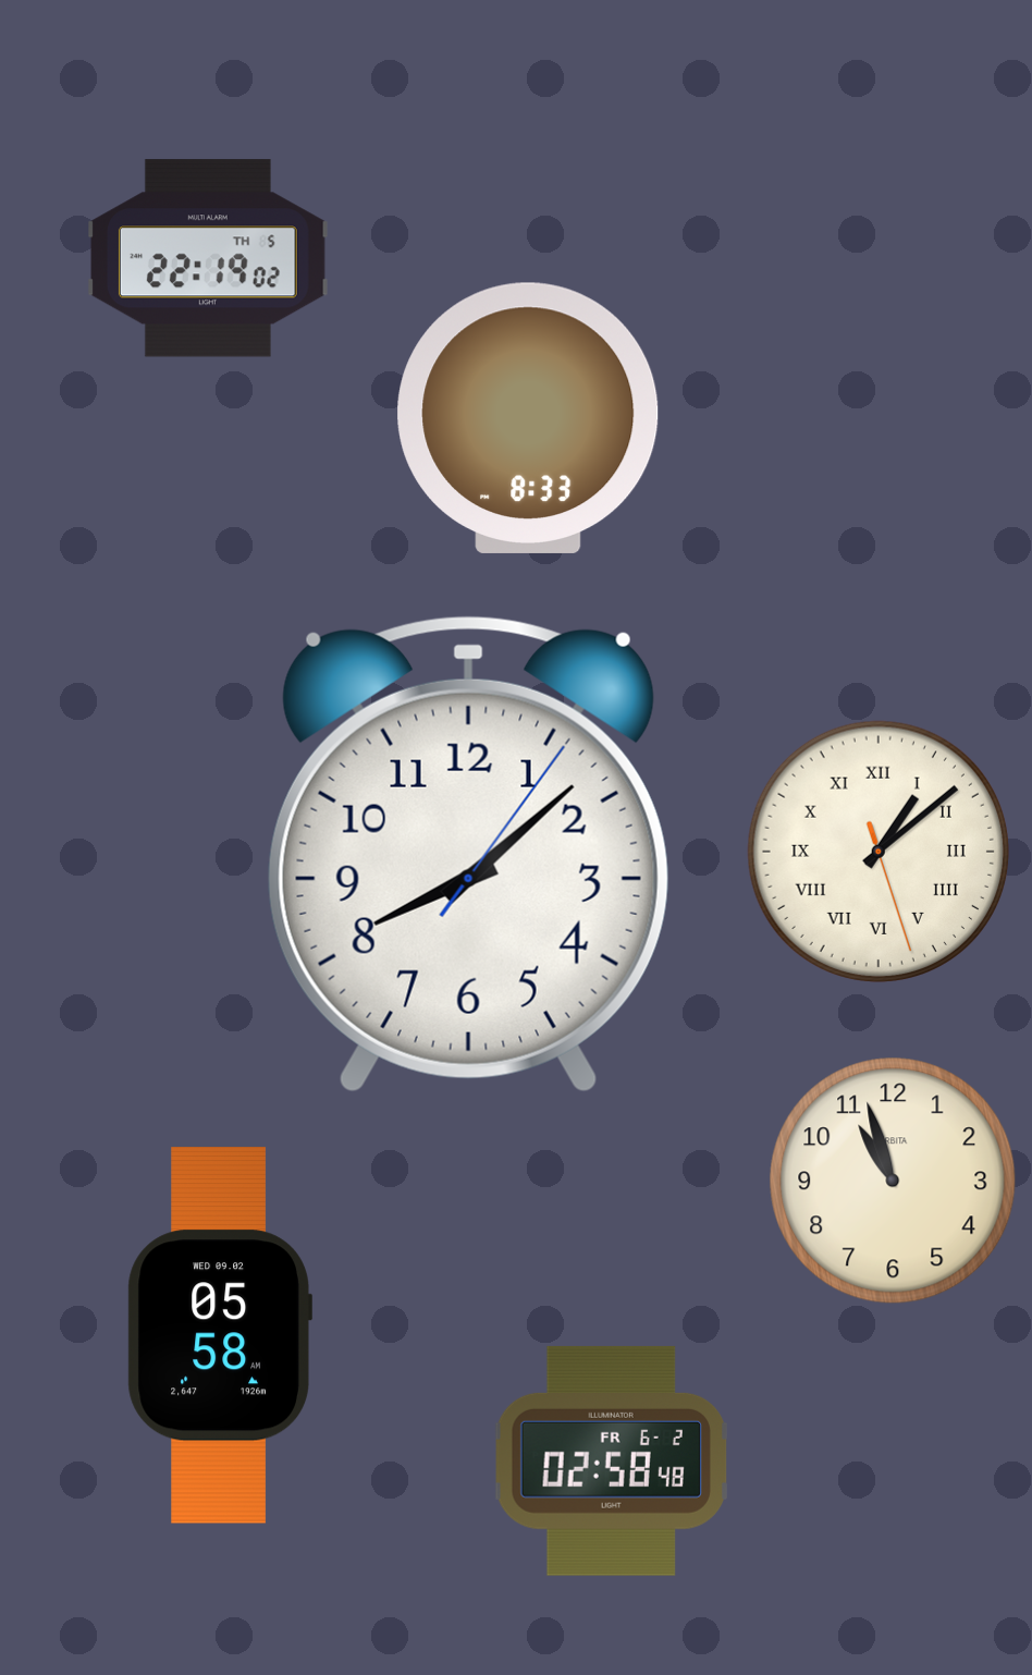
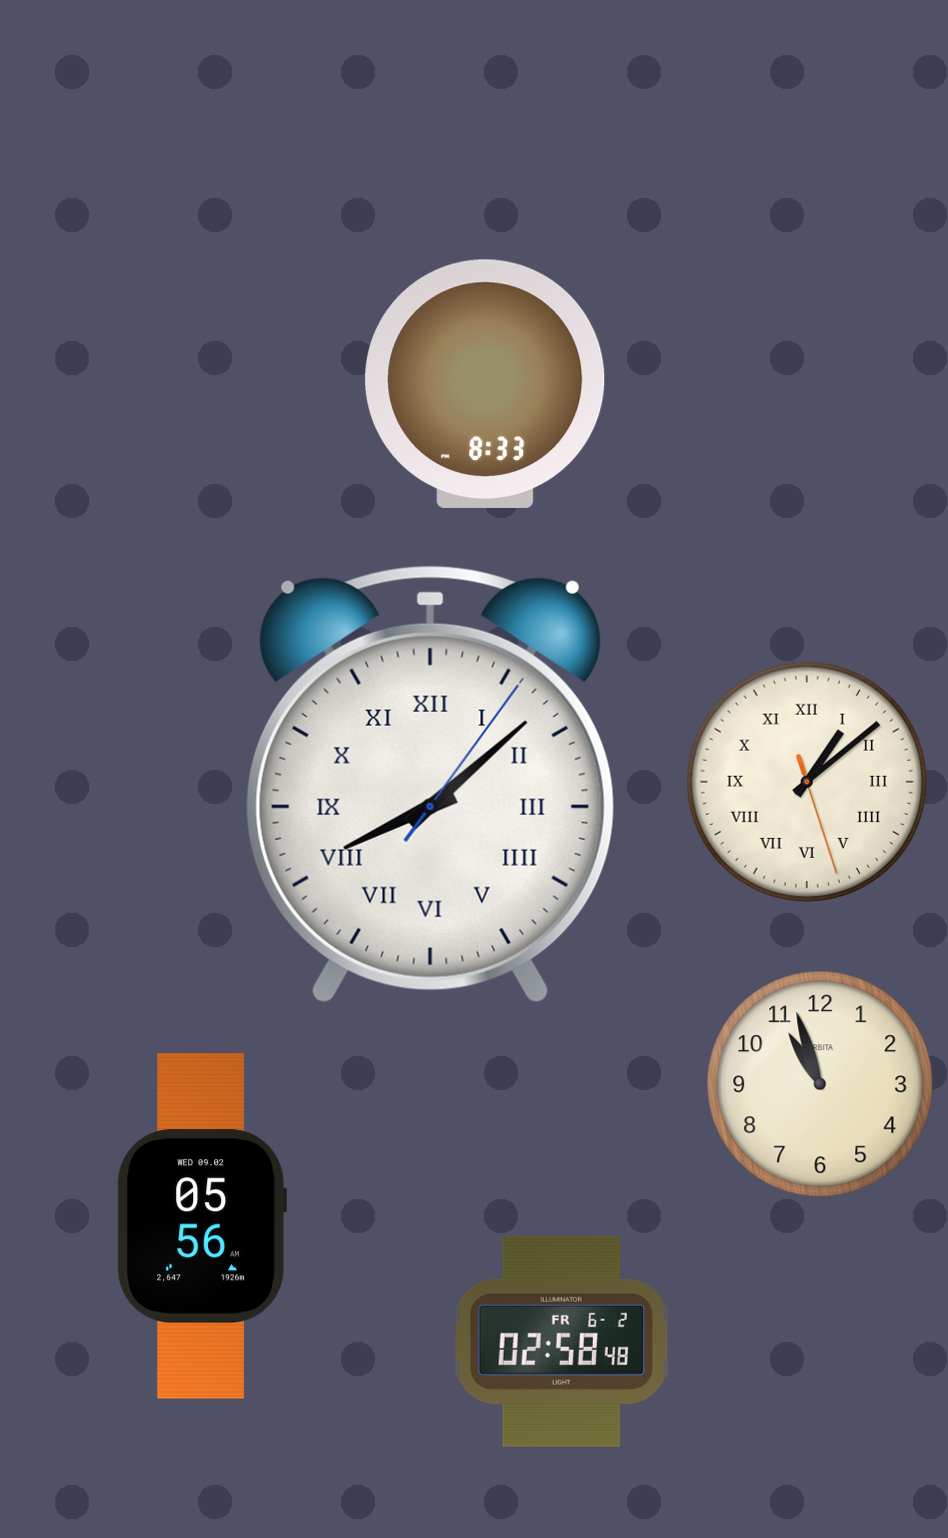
clock at (208, 258): 22:19 -> none
clock at (468, 854) numerals: Arabic -> Roman
clock at (220, 1335): 05:58 -> 05:56
